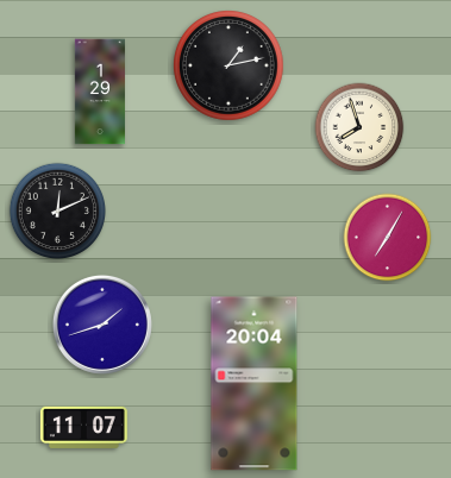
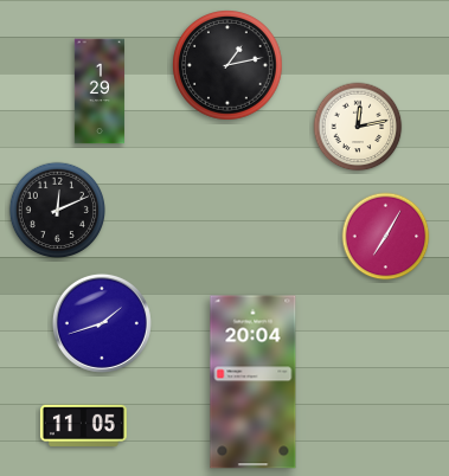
clock at (359, 127): 7:57 -> 12:13
clock at (83, 427): 11:07 -> 11:05
